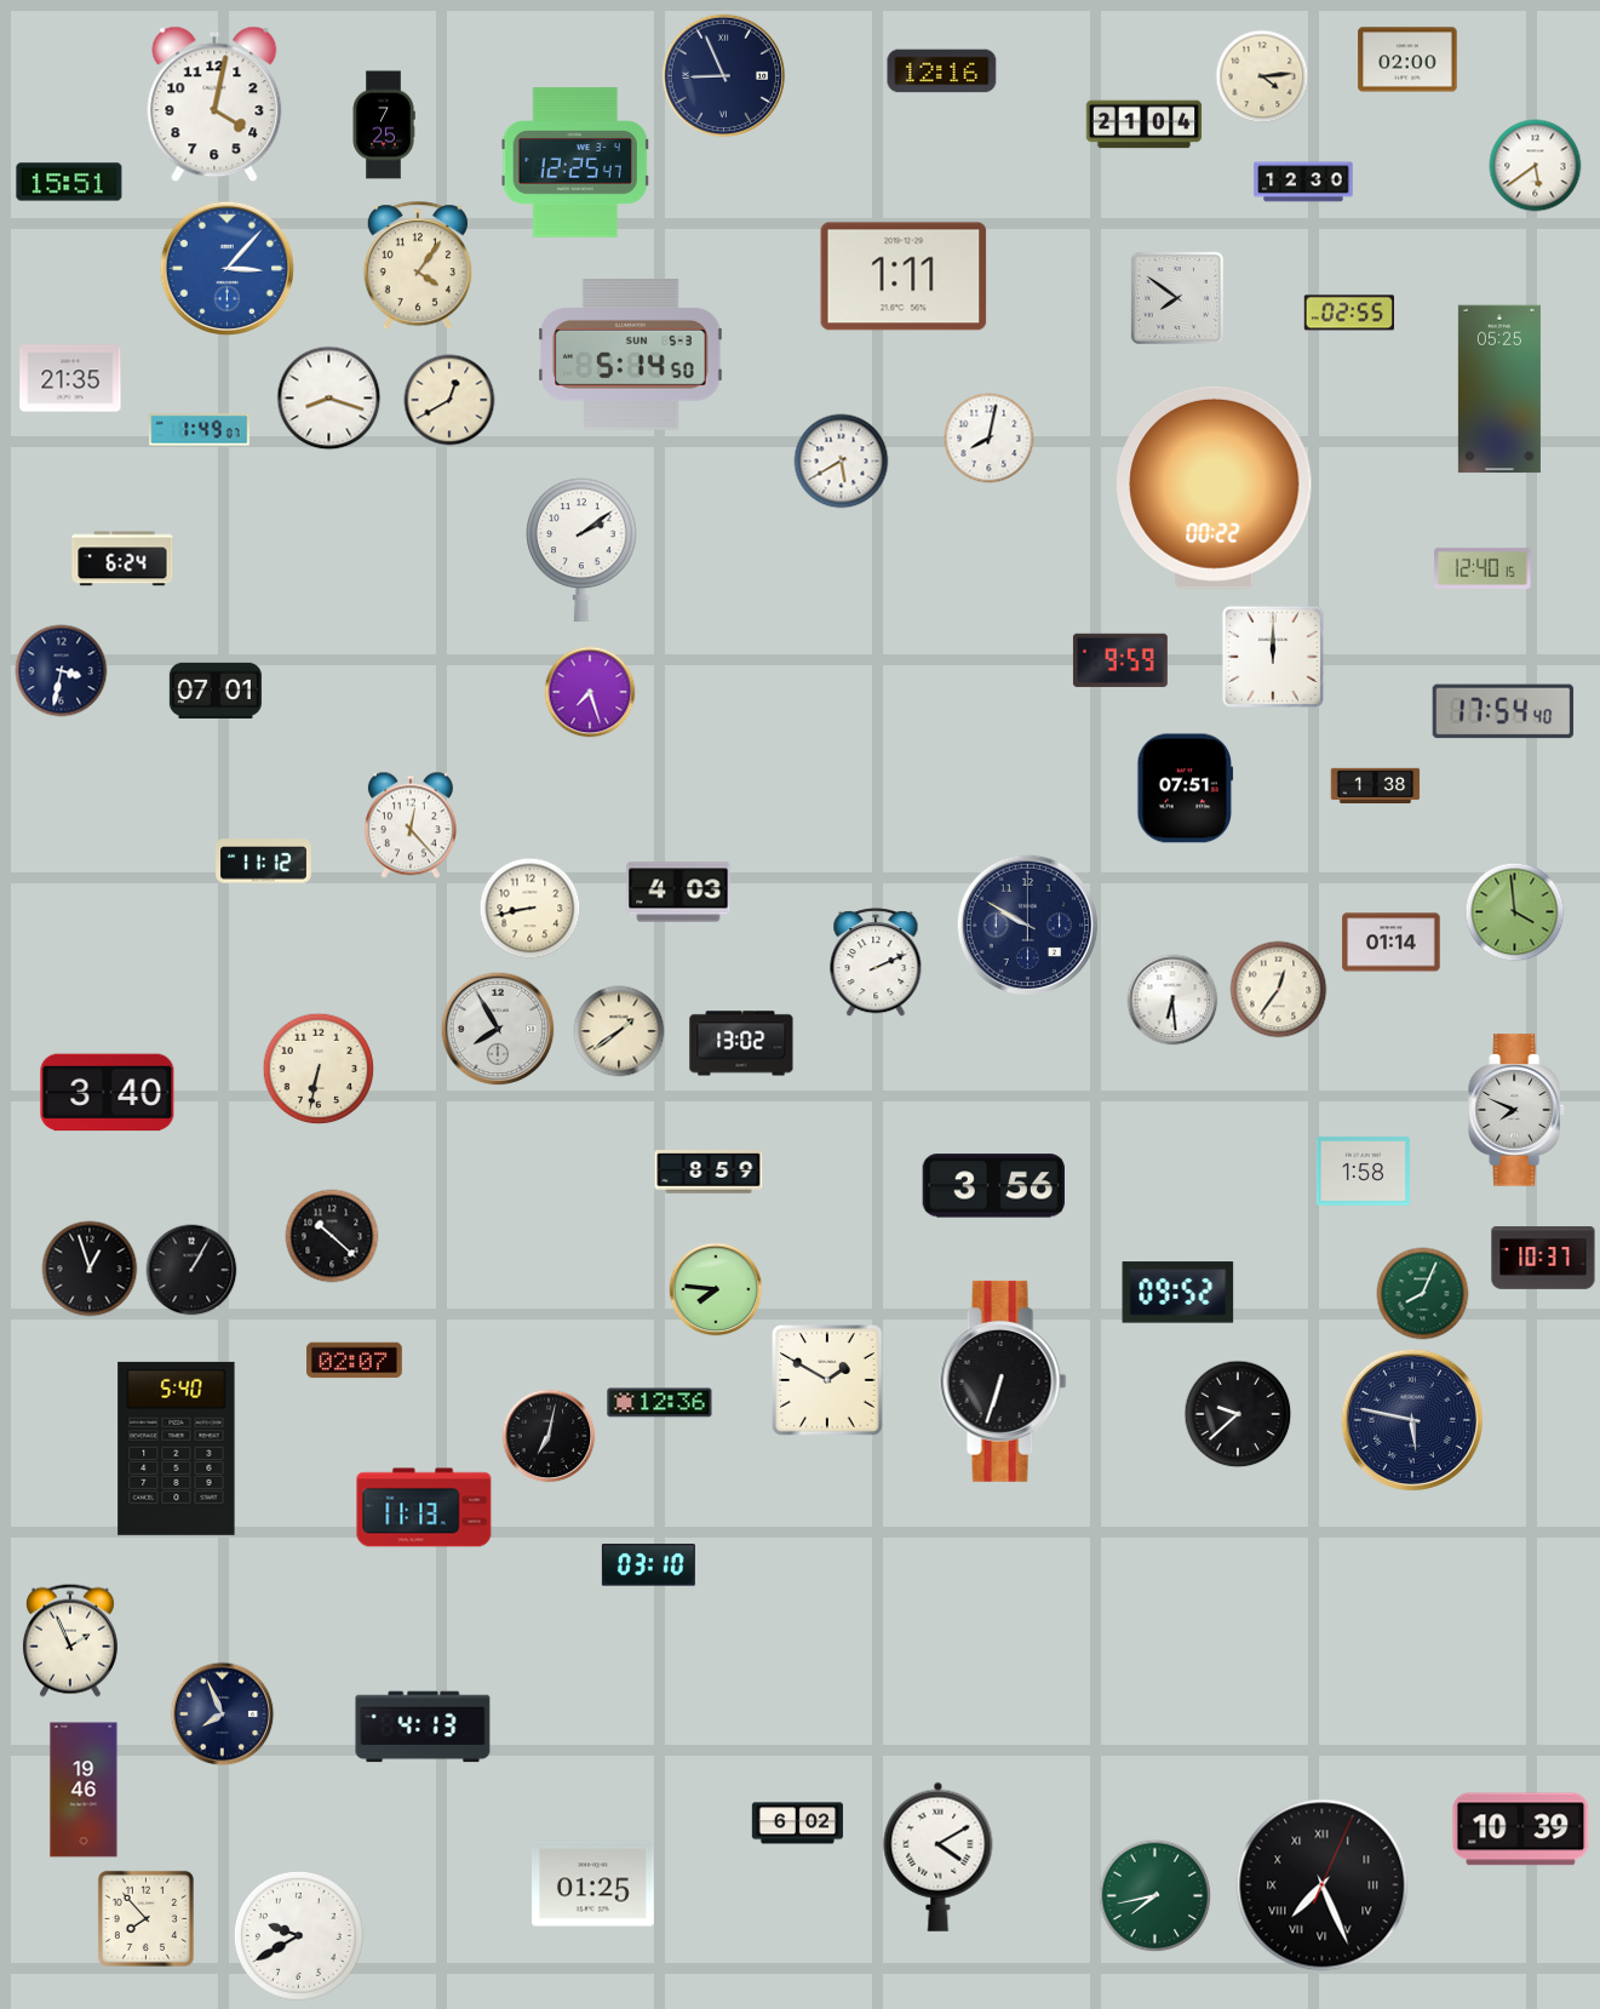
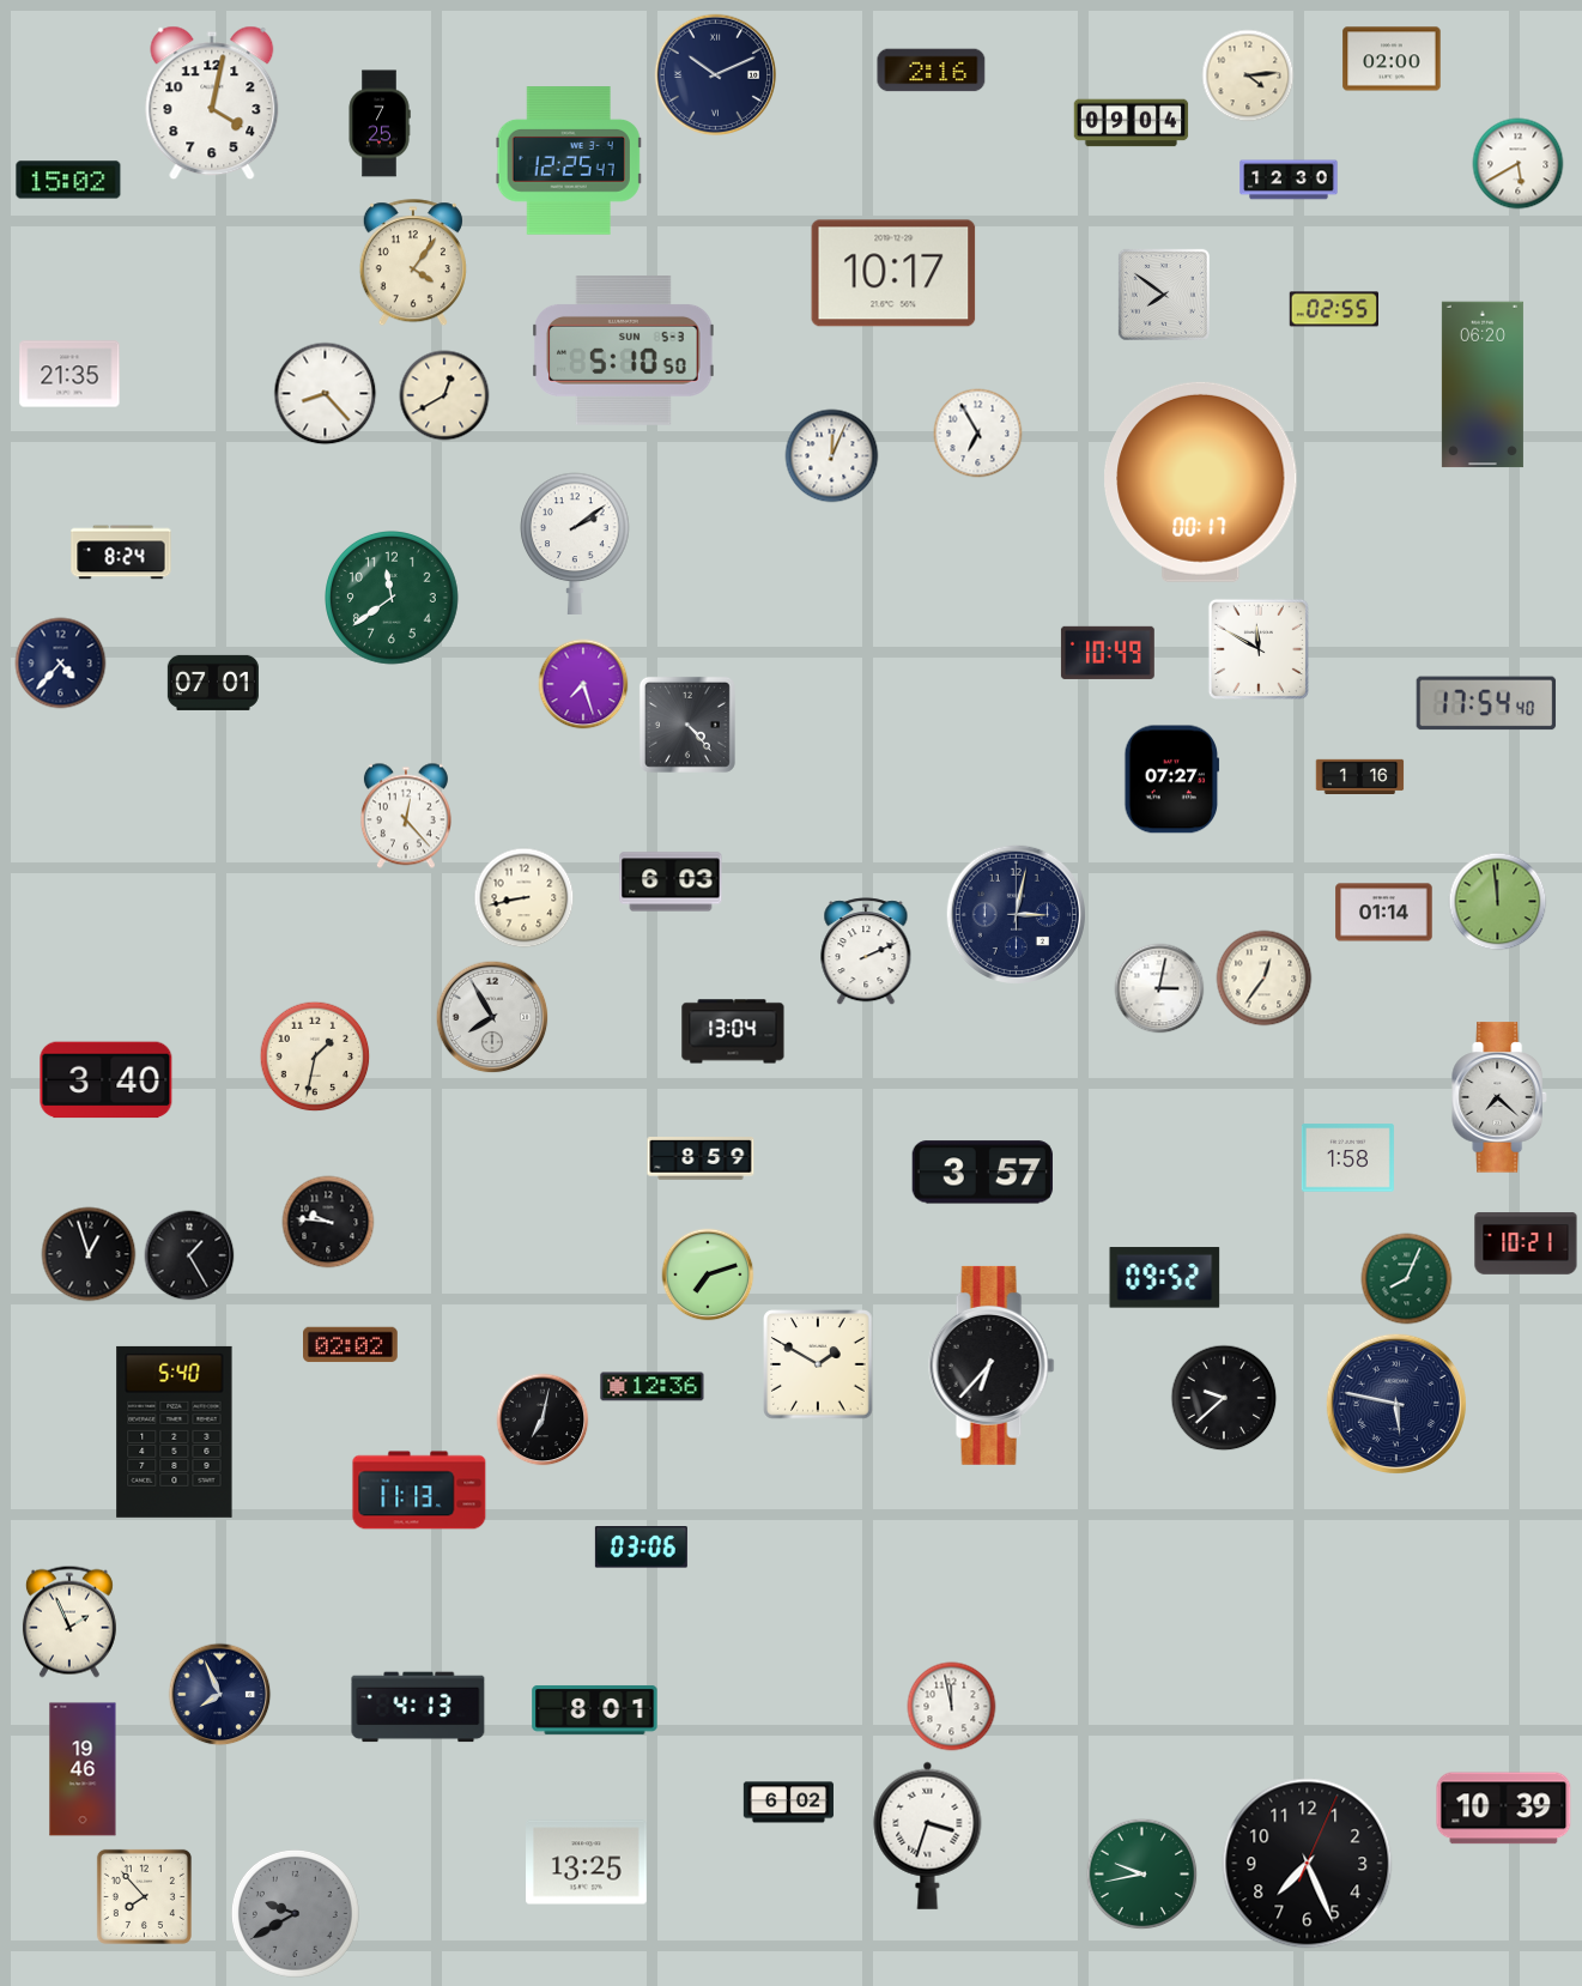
clock at (942, 71): 12:16 -> 2:16
clock at (724, 76): 8:56 -> 10:11
clock at (1145, 125): 21:04 -> 09:04
clock at (1536, 166): 5:39 -> 5:40
clock at (69, 182): 15:51 -> 15:02
clock at (226, 268): 3:07 -> none
clock at (904, 276): 1:11 -> 10:17
clock at (631, 355): 5:14 -> 5:10
clock at (1499, 389): 05:25 -> 06:20
clock at (329, 399): 8:18 -> 8:23
clock at (200, 430): 1:49 -> none
clock at (990, 439): 8:02 -> 6:55
clock at (842, 462): 5:40 -> 12:04
clock at (1215, 487): 00:22 -> 00:17
clock at (122, 559): 6:24 -> 8:24
clock at (1483, 568): 12:40 -> none
clock at (393, 599): none -> 11:39
clock at (1273, 657): 12:00 -> 11:50
clock at (1120, 660): 9:59 -> 10:49
clock at (62, 671): 3:32 -> 4:37
clock at (687, 725): none -> 4:23
clock at (1376, 785): 1:38 -> 1:16
clock at (1186, 789): 07:51 -> 07:27
clock at (264, 862): 11:12 -> none
clock at (678, 892): 4:03 -> 6:03
clock at (1515, 912): 3:59 -> 11:59
clock at (1027, 925): 9:50 -> 3:02
clock at (1392, 943) position: (1392, 943) -> (1384, 913)
clock at (1172, 1000): 6:29 -> 3:02
clock at (619, 1031): 1:39 -> none
clock at (741, 1043): 13:02 -> 13:04
clock at (319, 1069): 6:32 -> 1:32
clock at (1516, 1110): 7:49 -> 7:22
clock at (993, 1186): 3:56 -> 3:57
clock at (332, 1236): 10:22 -> 9:46
clock at (1543, 1258): 10:37 -> 10:21
clock at (191, 1270): 1:05 -> 1:25
clock at (716, 1289): 7:46 -> 7:12
clock at (355, 1361): 02:07 -> 02:02
clock at (1003, 1381): 6:33 -> 6:37
clock at (648, 1566): 03:10 -> 03:06
clock at (952, 1707): none -> 11:58
clock at (595, 1709): none -> 8:01
clock at (939, 1856): 4:10 -> 3:33
clock at (593, 1884): 01:25 -> 13:25
clock at (1323, 1885) numerals: Roman -> Arabic
clock at (1155, 1896): 7:43 -> 9:43
clock at (298, 1935) dial: white -> grey
